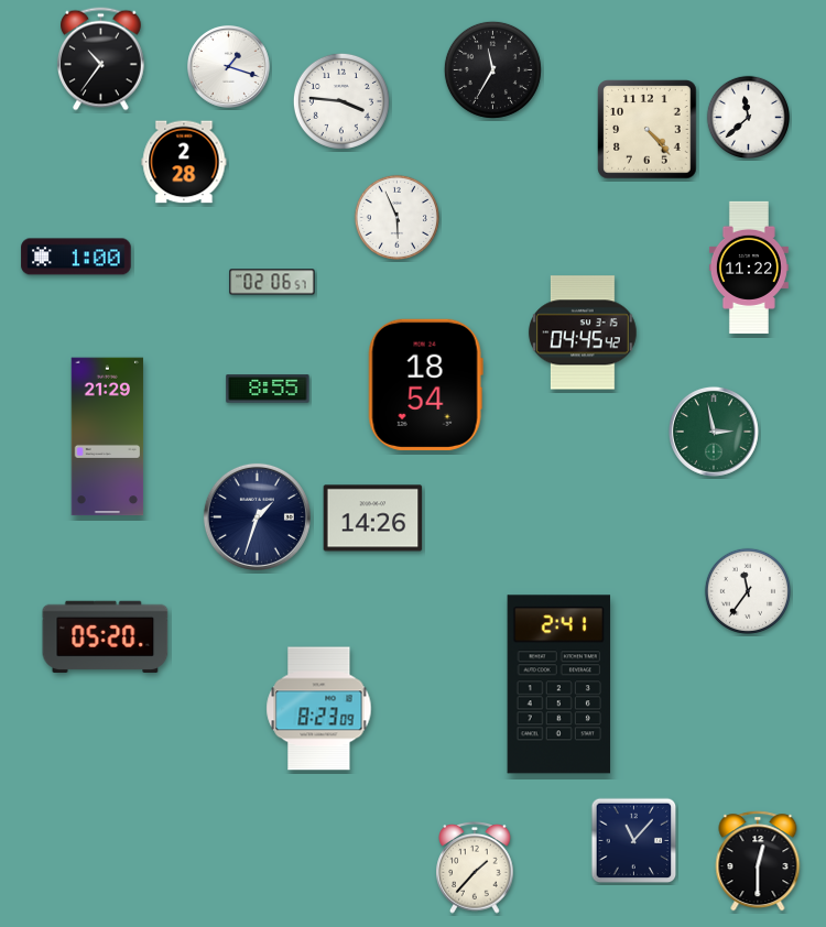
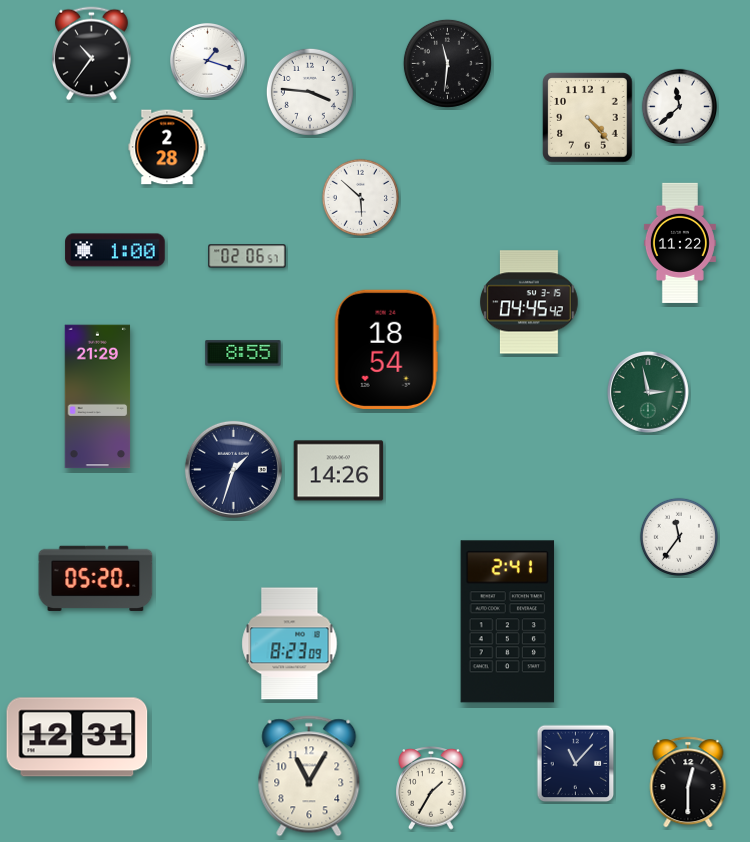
clock at (492, 69): 11:35 -> 11:31
clock at (396, 217): 5:56 -> 5:52
clock at (76, 257) position: (76, 257) -> (115, 250)
clock at (77, 737): none -> 12:31
clock at (309, 776): none -> 11:05
clock at (475, 869): 1:37 -> 1:35
